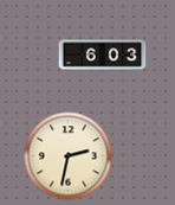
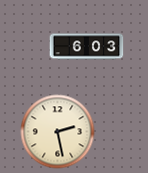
clock at (69, 156): 2:32 -> 2:28
